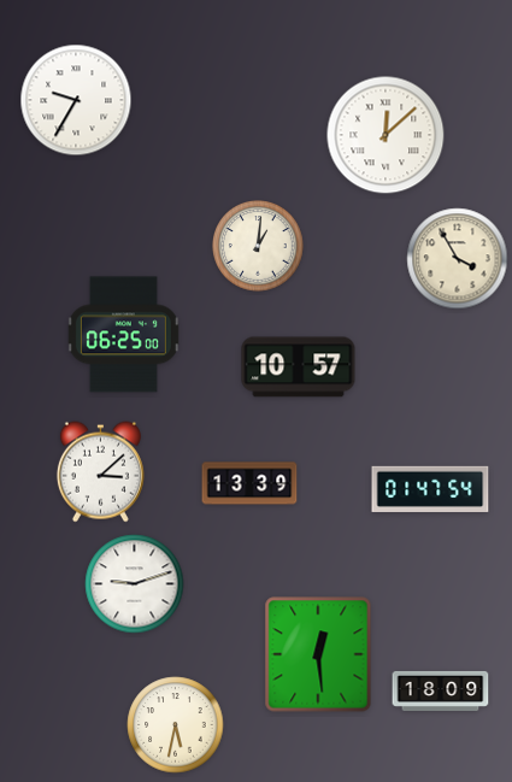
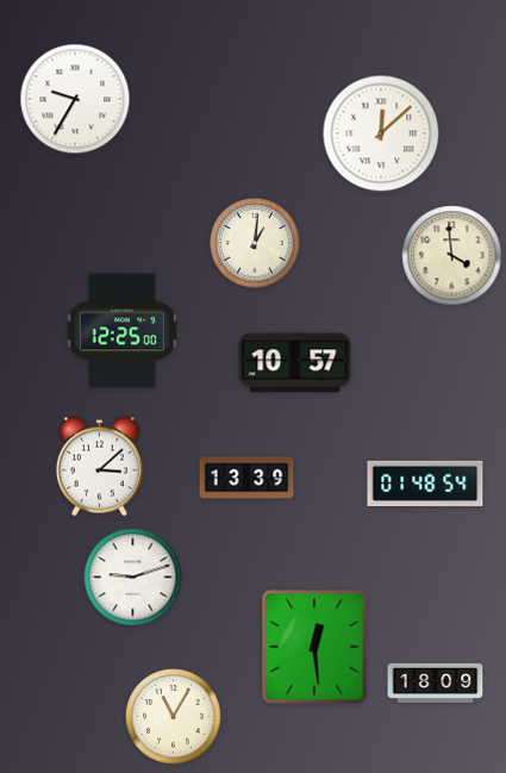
clock at (458, 259): 3:55 -> 3:59
clock at (123, 335): 06:25 -> 12:25
clock at (430, 489): 01:47 -> 01:48
clock at (176, 725): 5:32 -> 11:05
